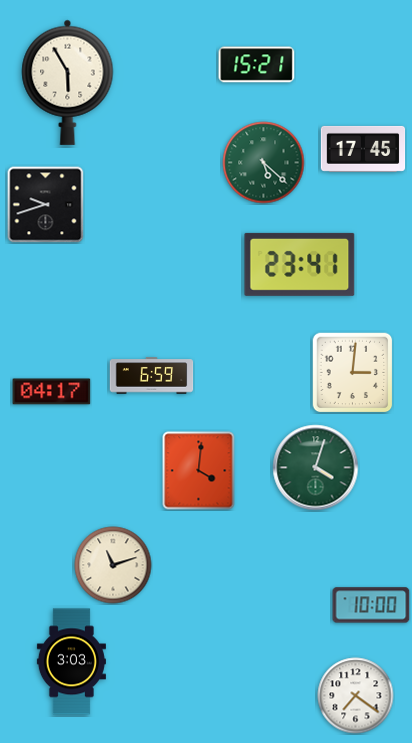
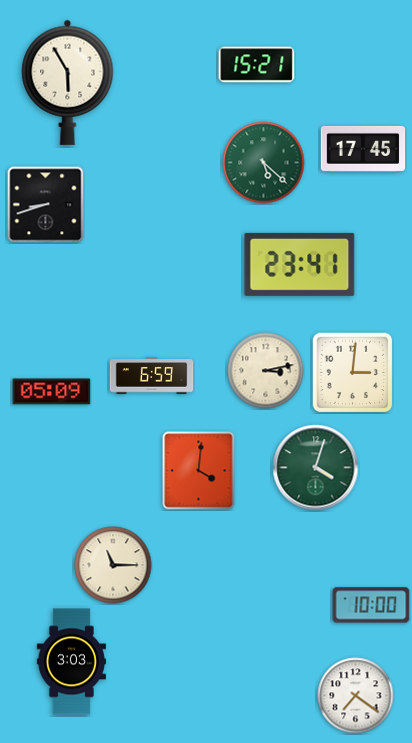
clock at (46, 205): 9:42 -> 8:42
clock at (266, 371): none -> 3:13
clock at (52, 392): 04:17 -> 05:09
clock at (113, 565): 11:12 -> 11:15
